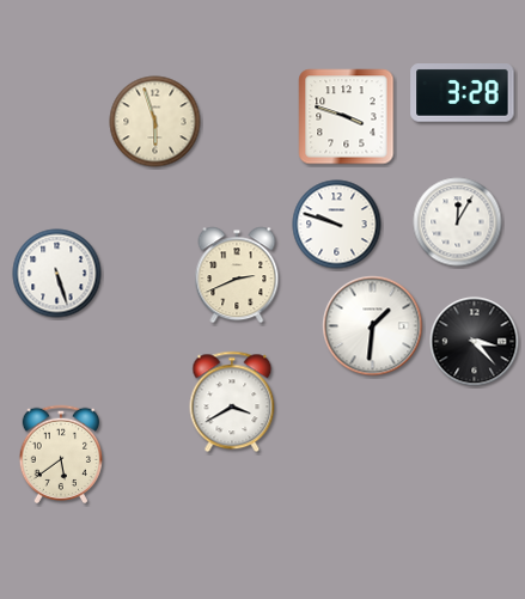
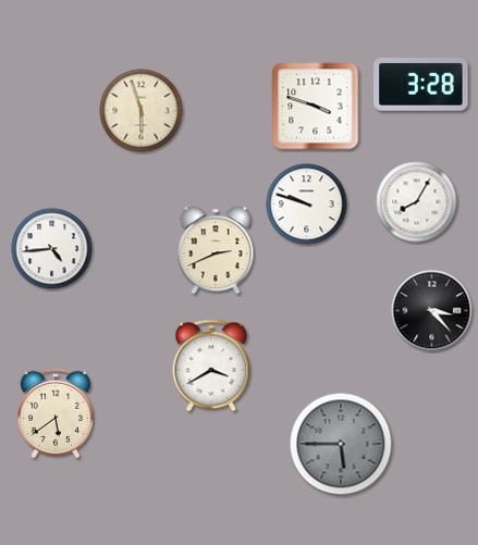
clock at (458, 222): 12:05 -> 8:05
clock at (57, 274): 5:27 -> 4:44
clock at (373, 326): 1:31 -> none
clock at (341, 444): none -> 5:45
